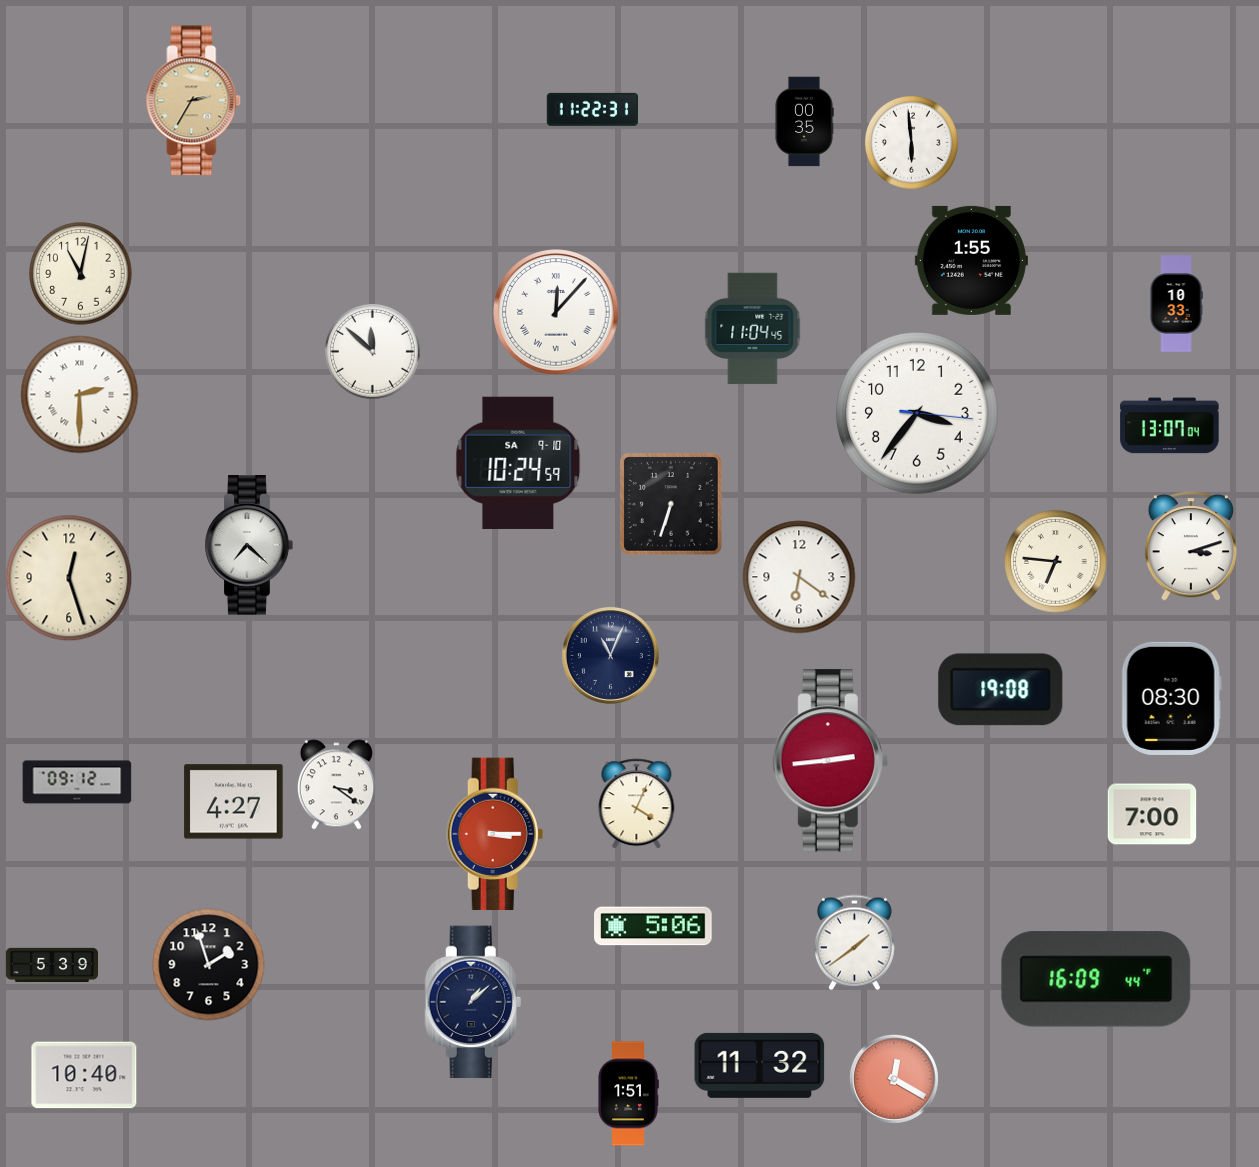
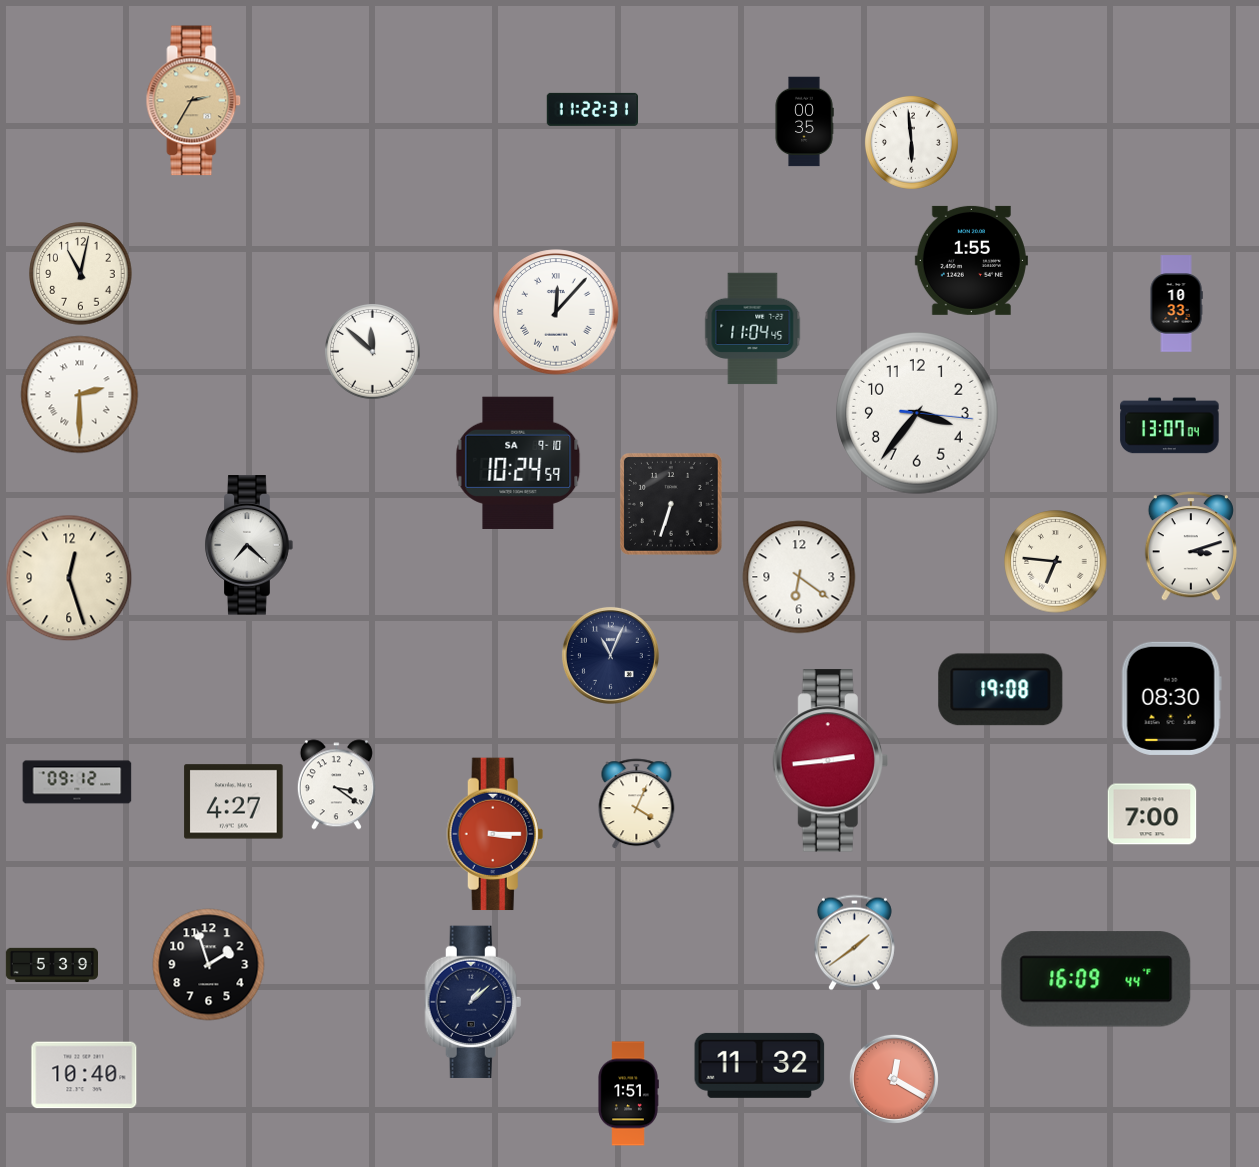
clock at (653, 926): 5:06 -> none
